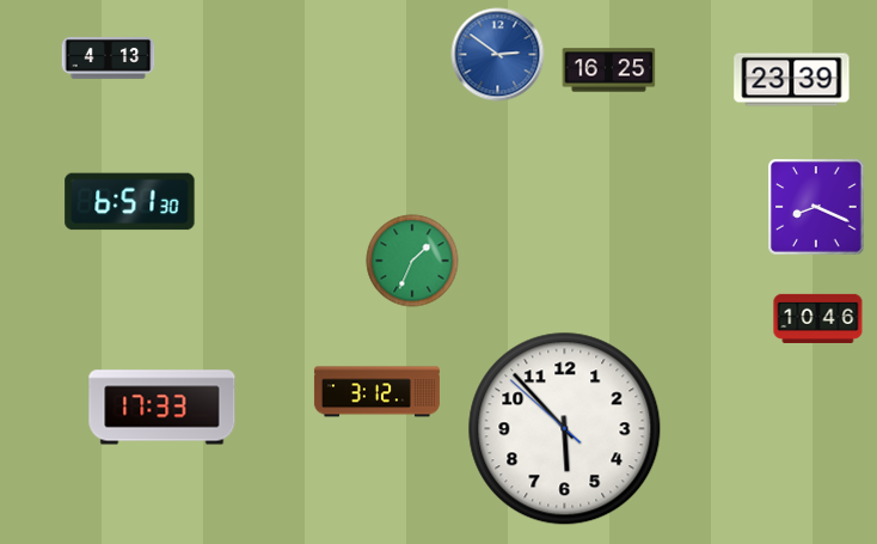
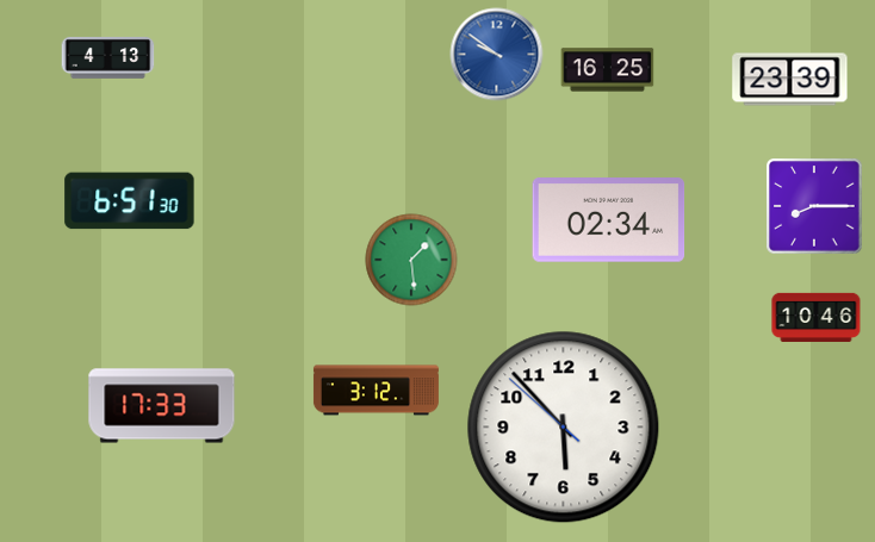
clock at (498, 55): 2:51 -> 9:51
clock at (816, 207): 8:19 -> 8:15
clock at (609, 220): none -> 02:34
clock at (412, 261): 1:34 -> 1:29
